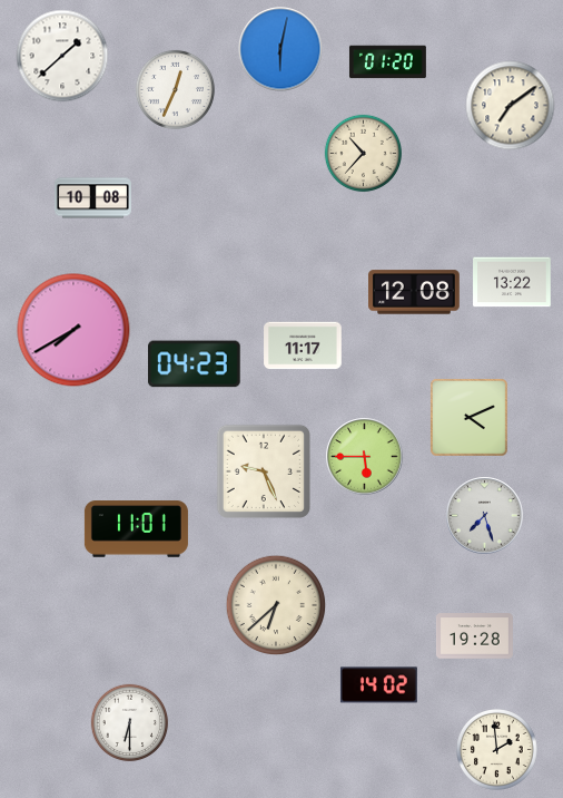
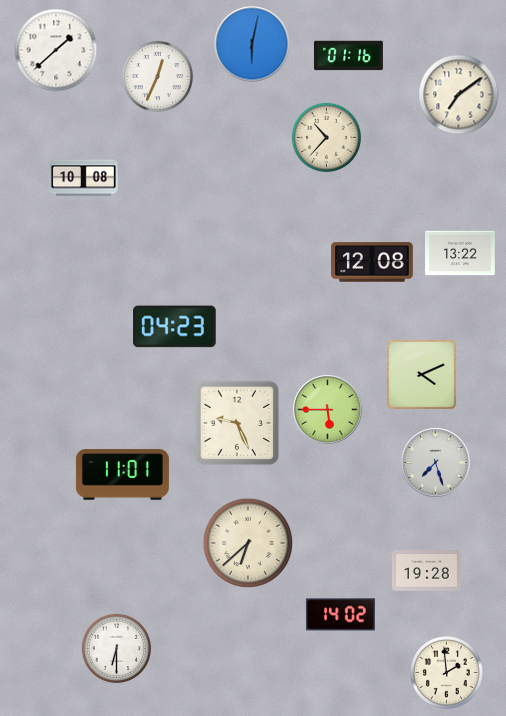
clock at (387, 62): 01:20 -> 01:16
clock at (175, 89) position: (175, 89) -> (157, 76)
clock at (73, 330): 7:40 -> none
clock at (303, 346): 11:17 -> none
